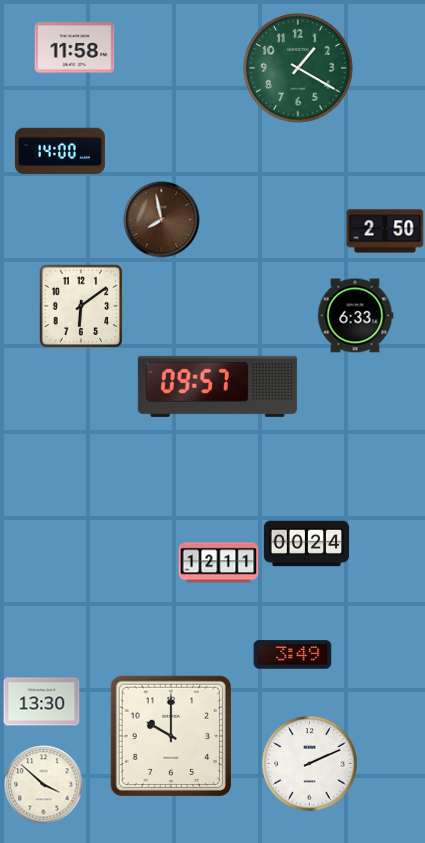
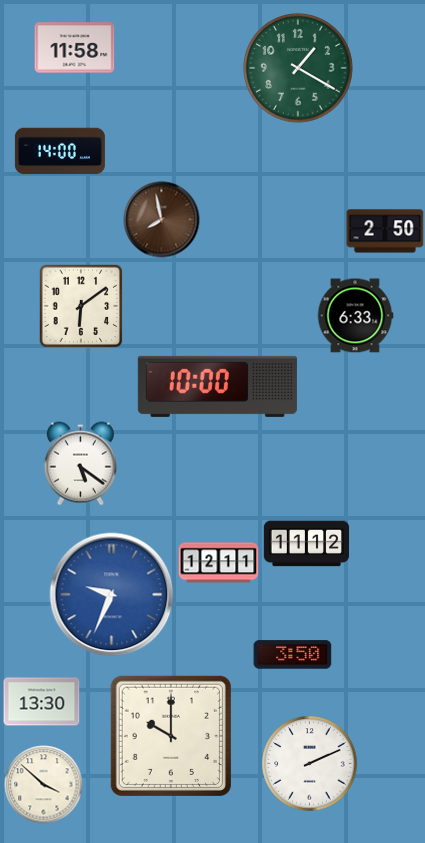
clock at (217, 386): 09:57 -> 10:00
clock at (80, 464): none -> 5:21
clock at (307, 544): 00:24 -> 11:12
clock at (112, 595): none -> 9:34
clock at (293, 655): 3:49 -> 3:50
